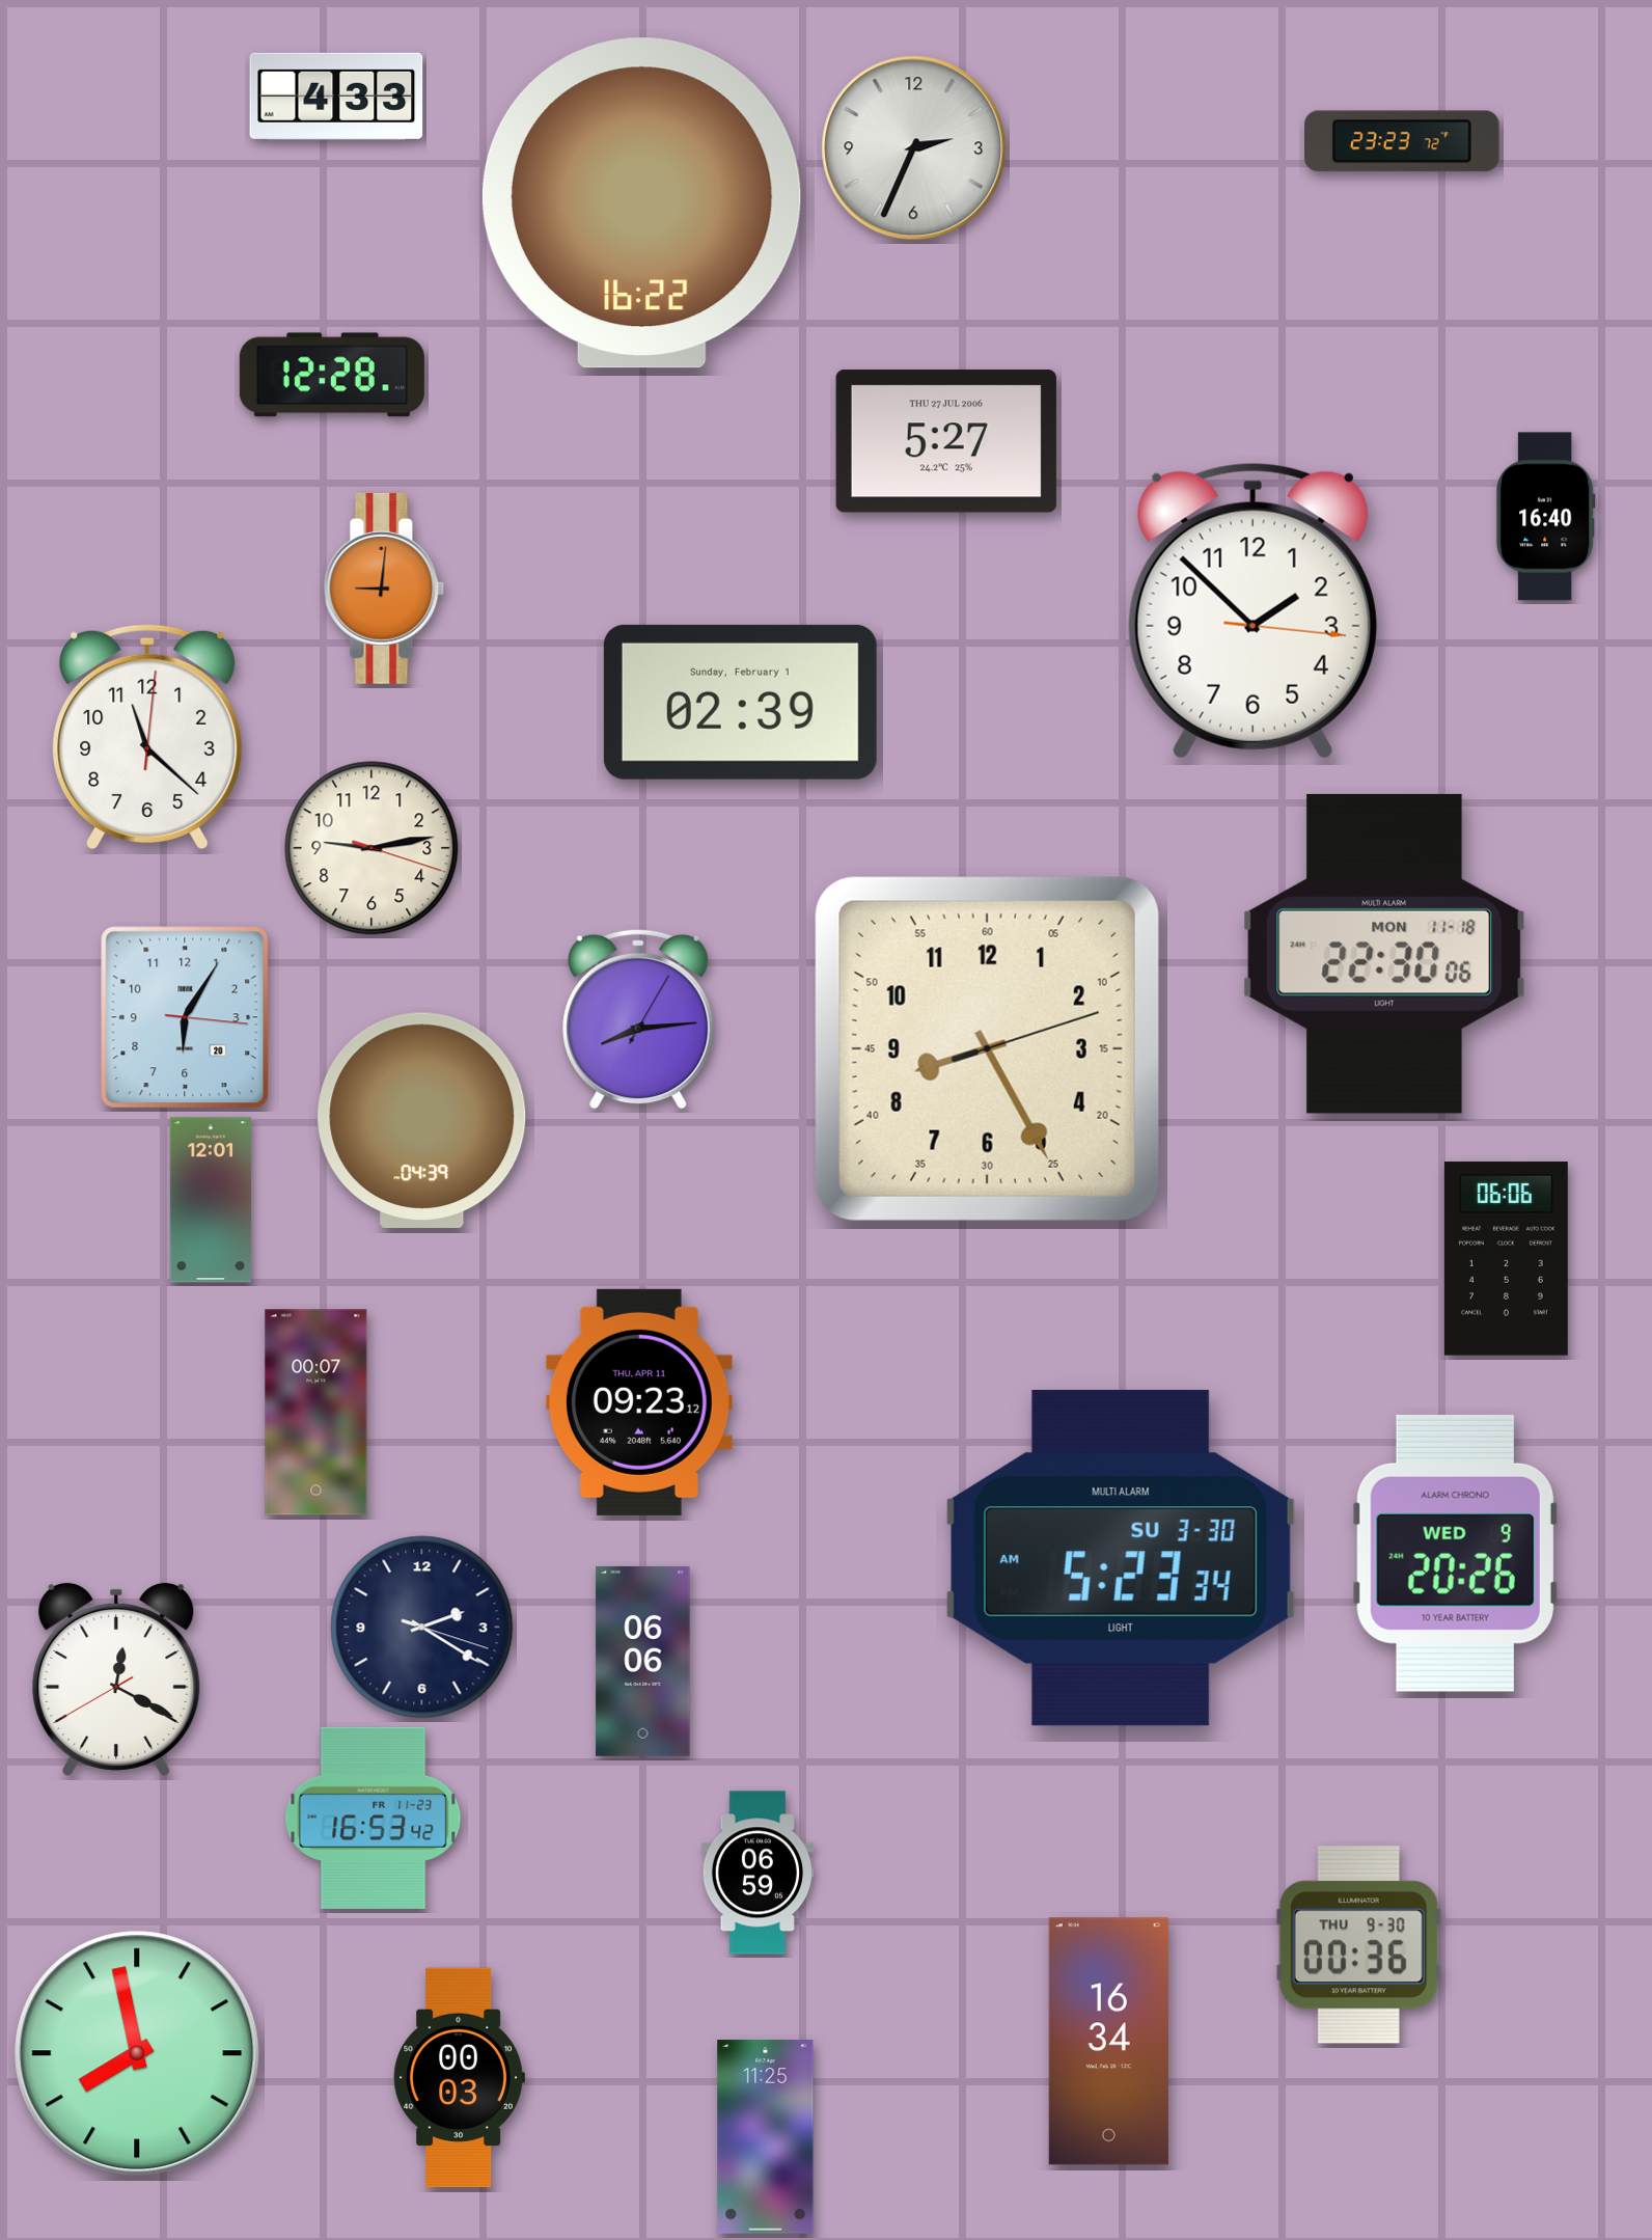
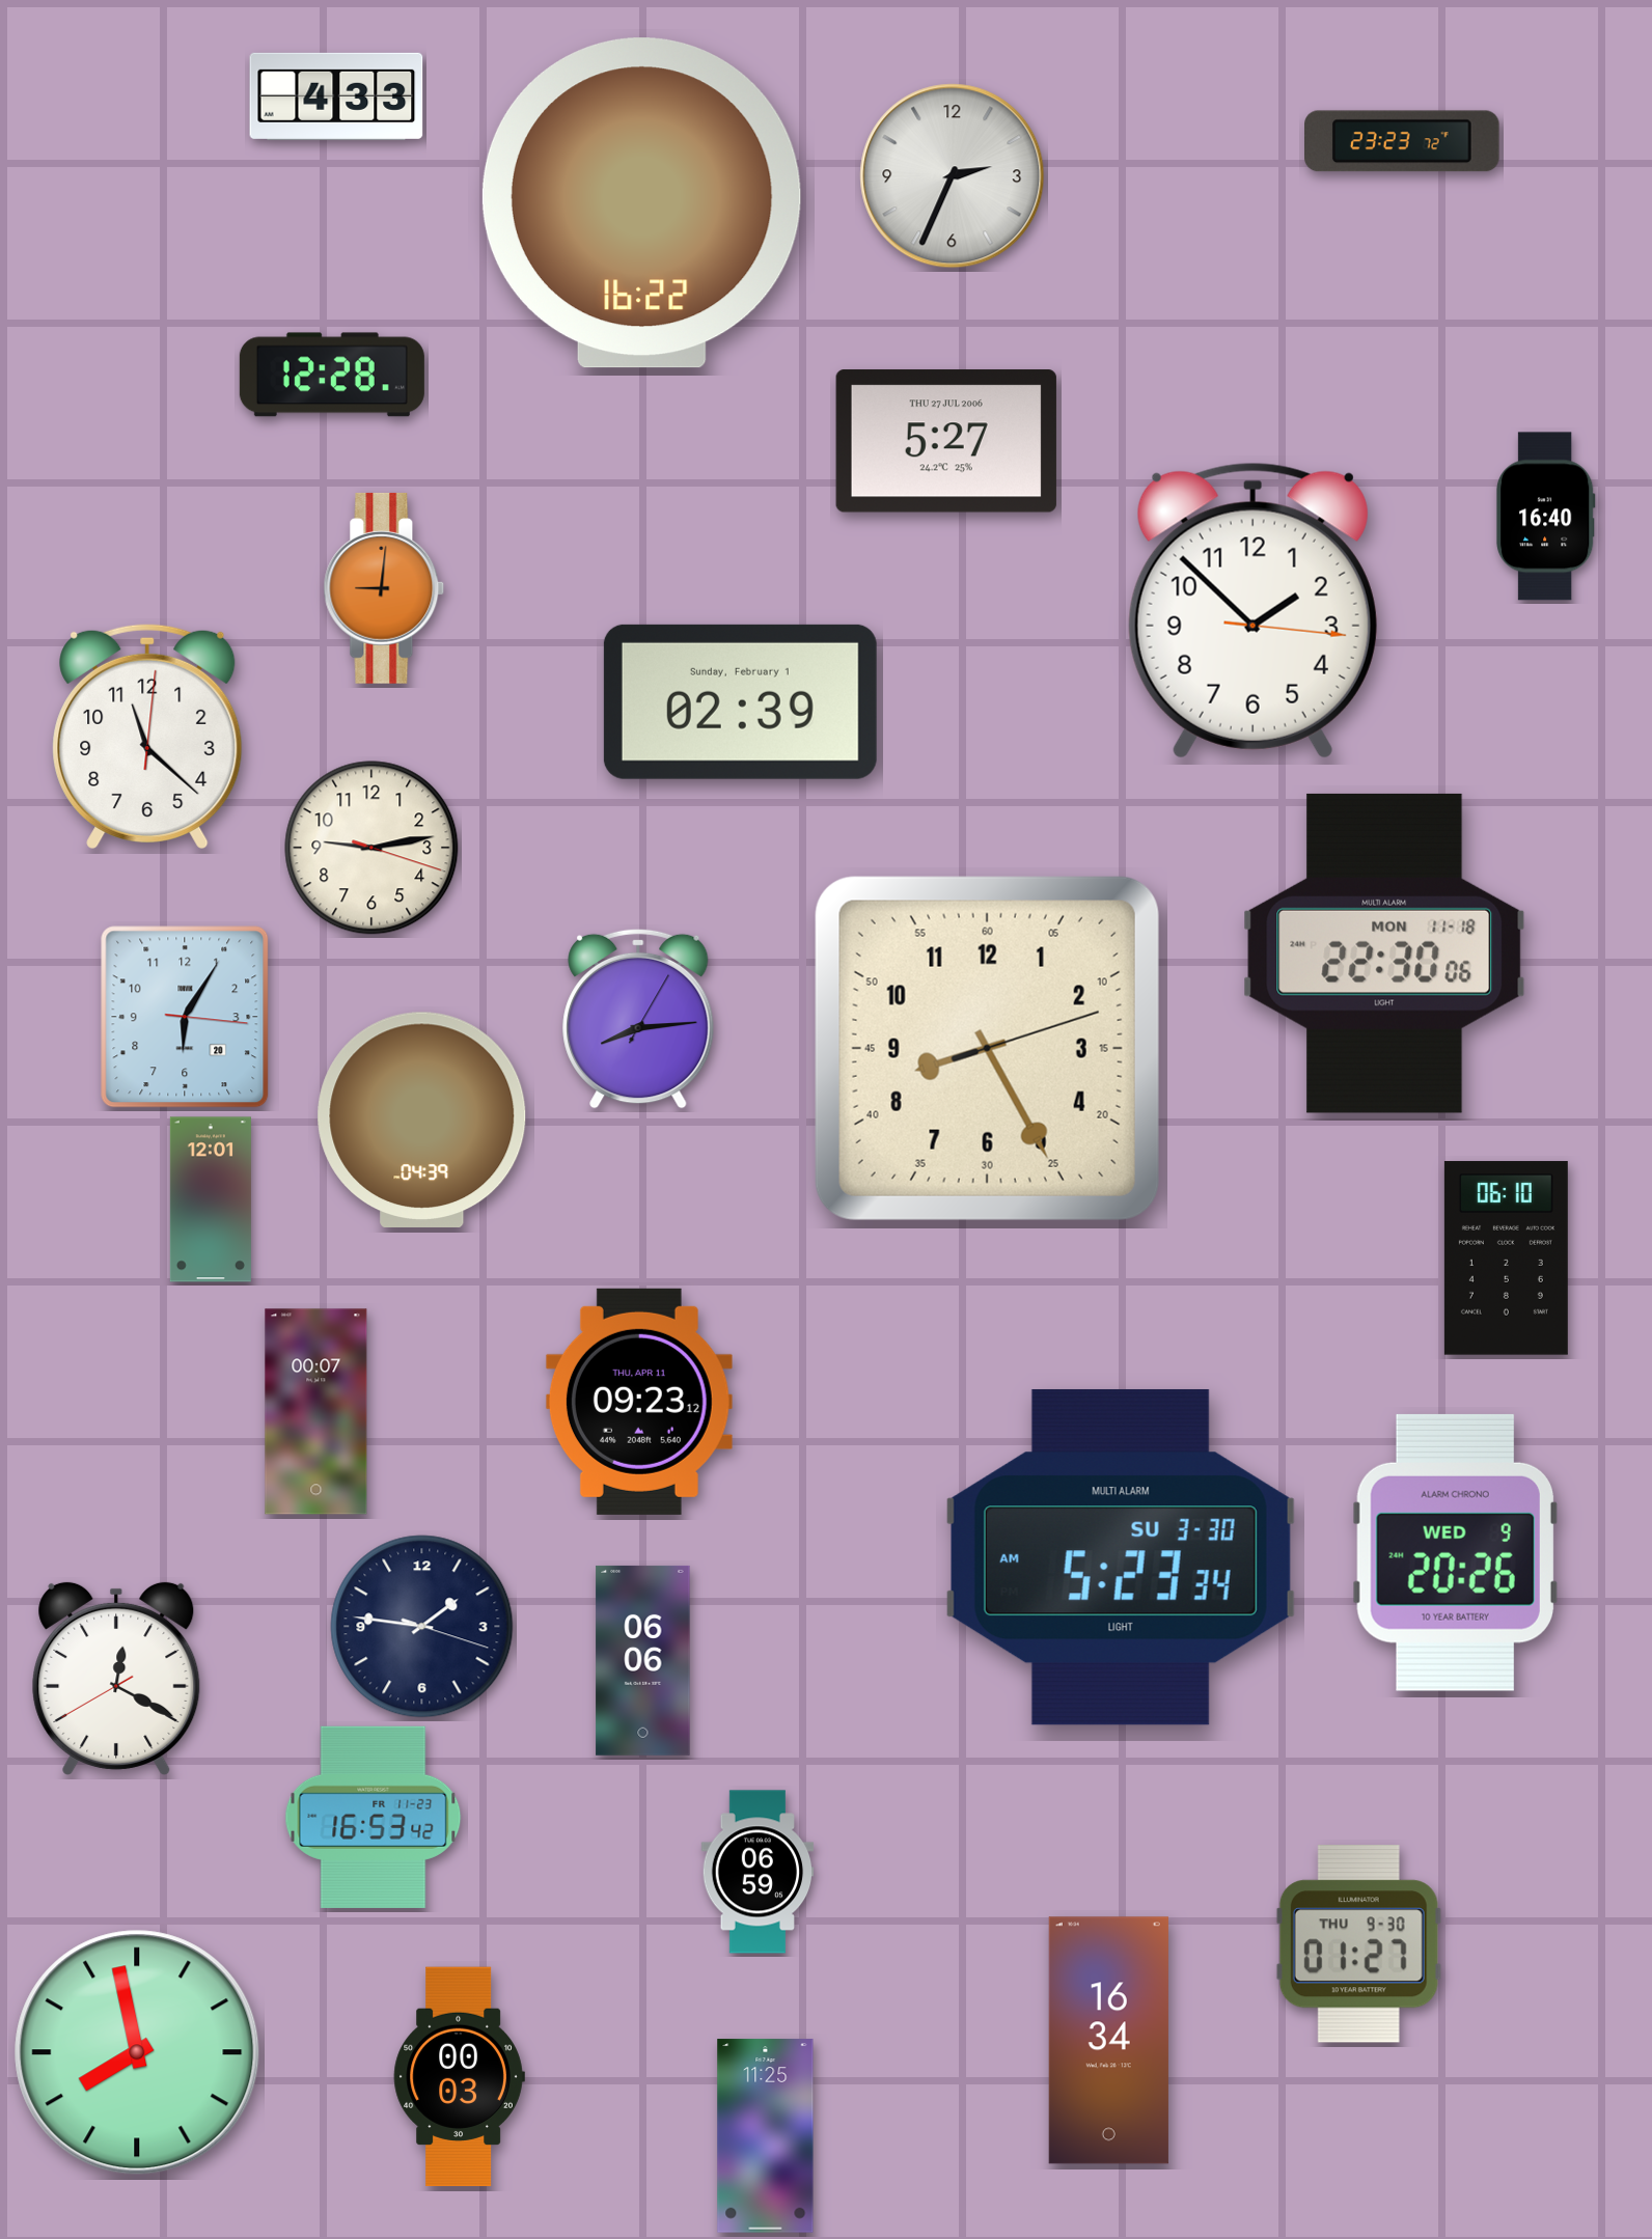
clock at (914, 148) position: (914, 148) -> (953, 176)
clock at (1506, 1259): 06:06 -> 06:10
clock at (422, 1628): 2:20 -> 1:46
clock at (1358, 1945): 00:36 -> 01:27
